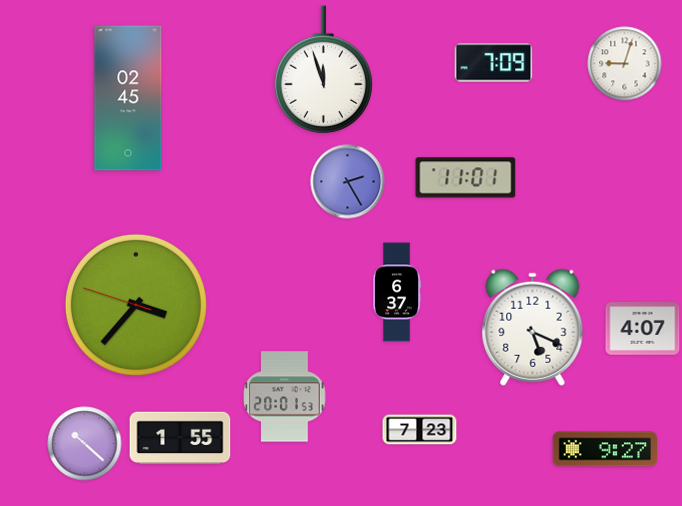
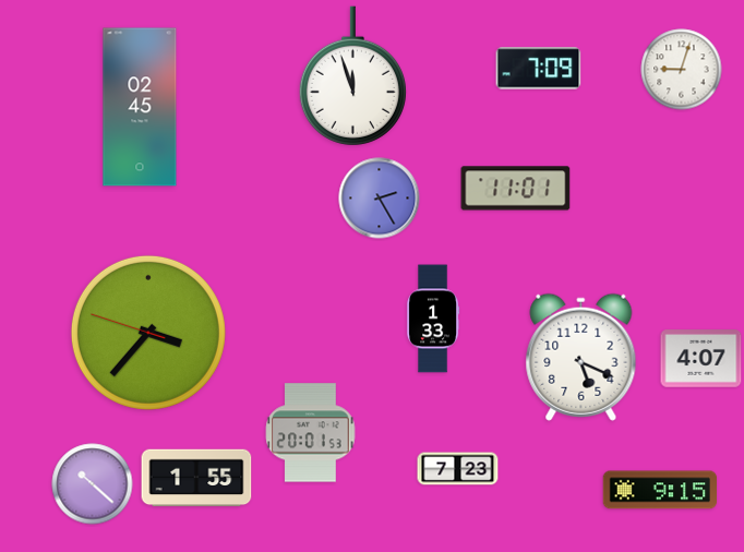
clock at (466, 178) position: (466, 178) -> (516, 189)
clock at (398, 292): 6:37 -> 1:33
clock at (605, 449): 9:27 -> 9:15
